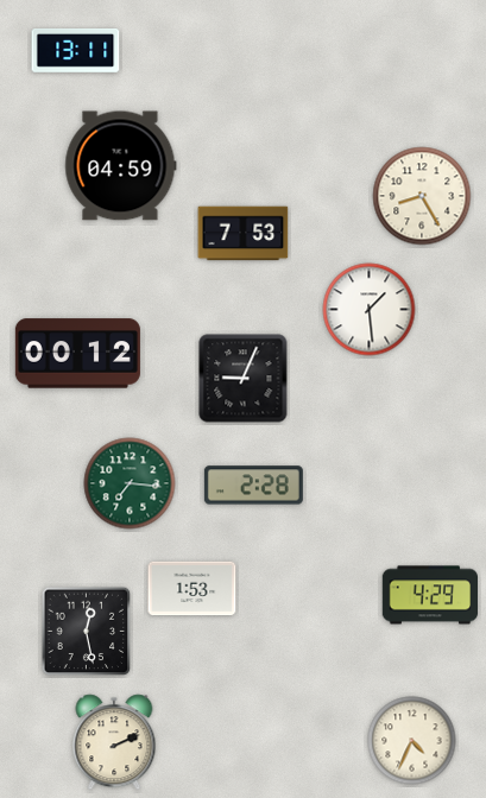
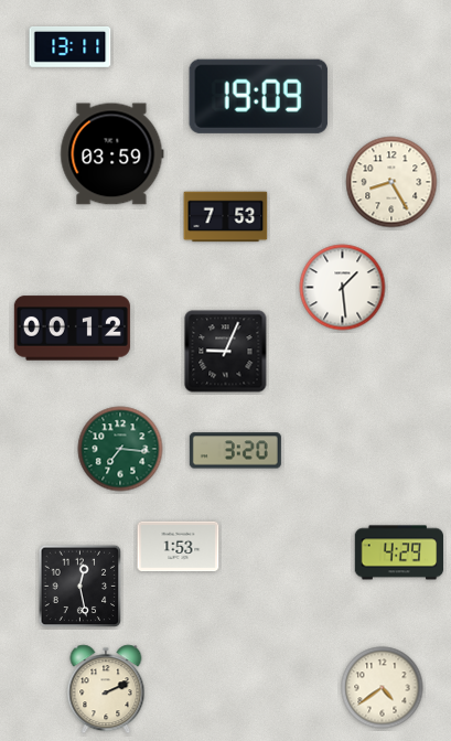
clock at (258, 96): none -> 19:09
clock at (121, 166): 04:59 -> 03:59
clock at (253, 486): 2:28 -> 3:20
clock at (412, 741): 4:34 -> 4:39
